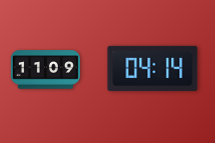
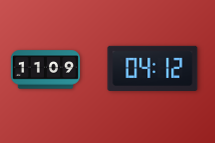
clock at (153, 68): 04:14 -> 04:12
